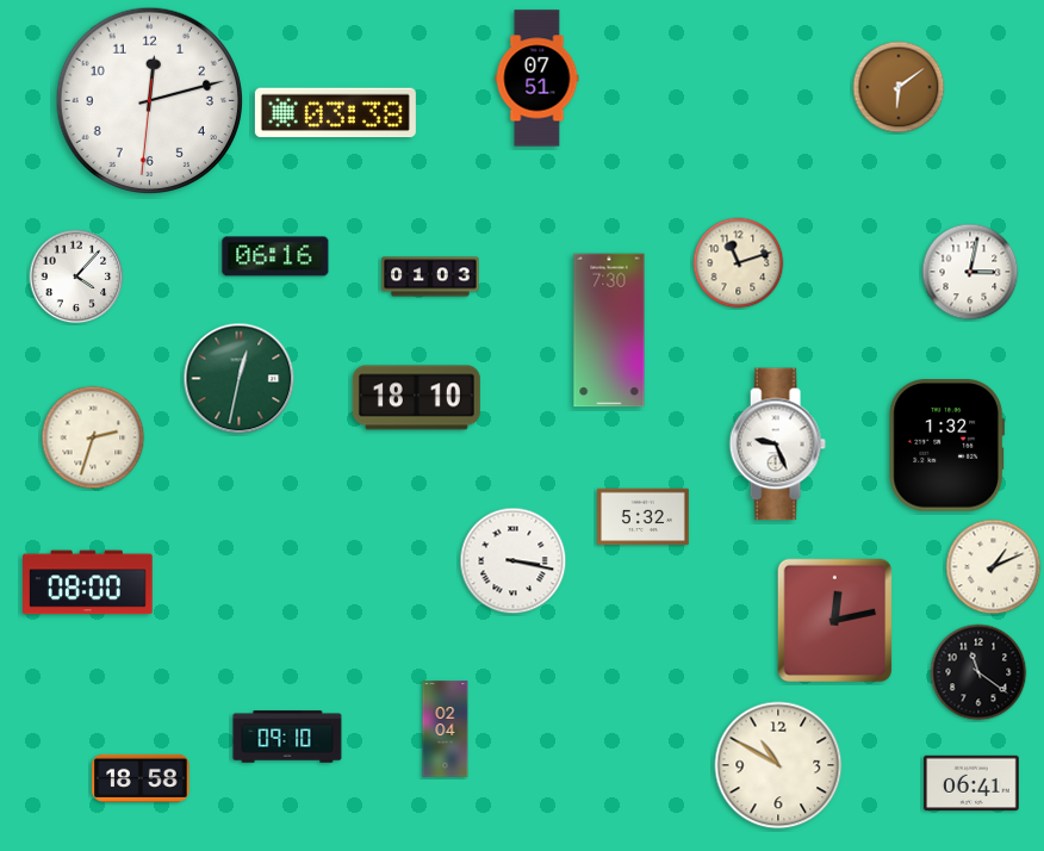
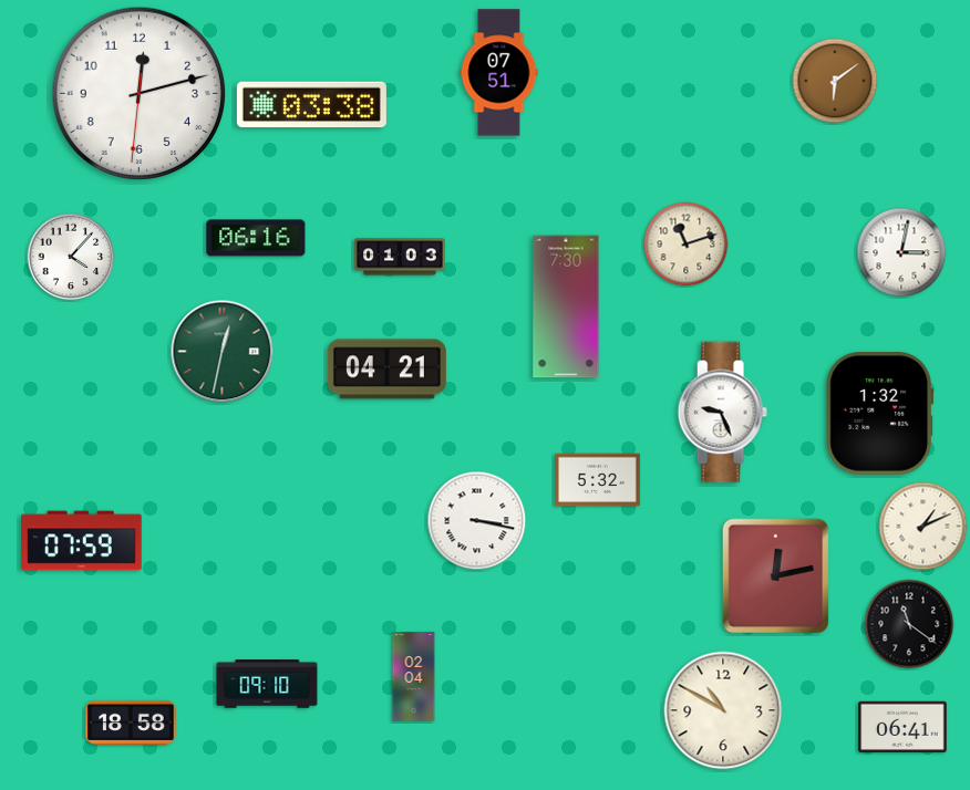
clock at (416, 398): 18:10 -> 04:21
clock at (93, 437): 2:33 -> none
clock at (88, 583): 08:00 -> 07:59
